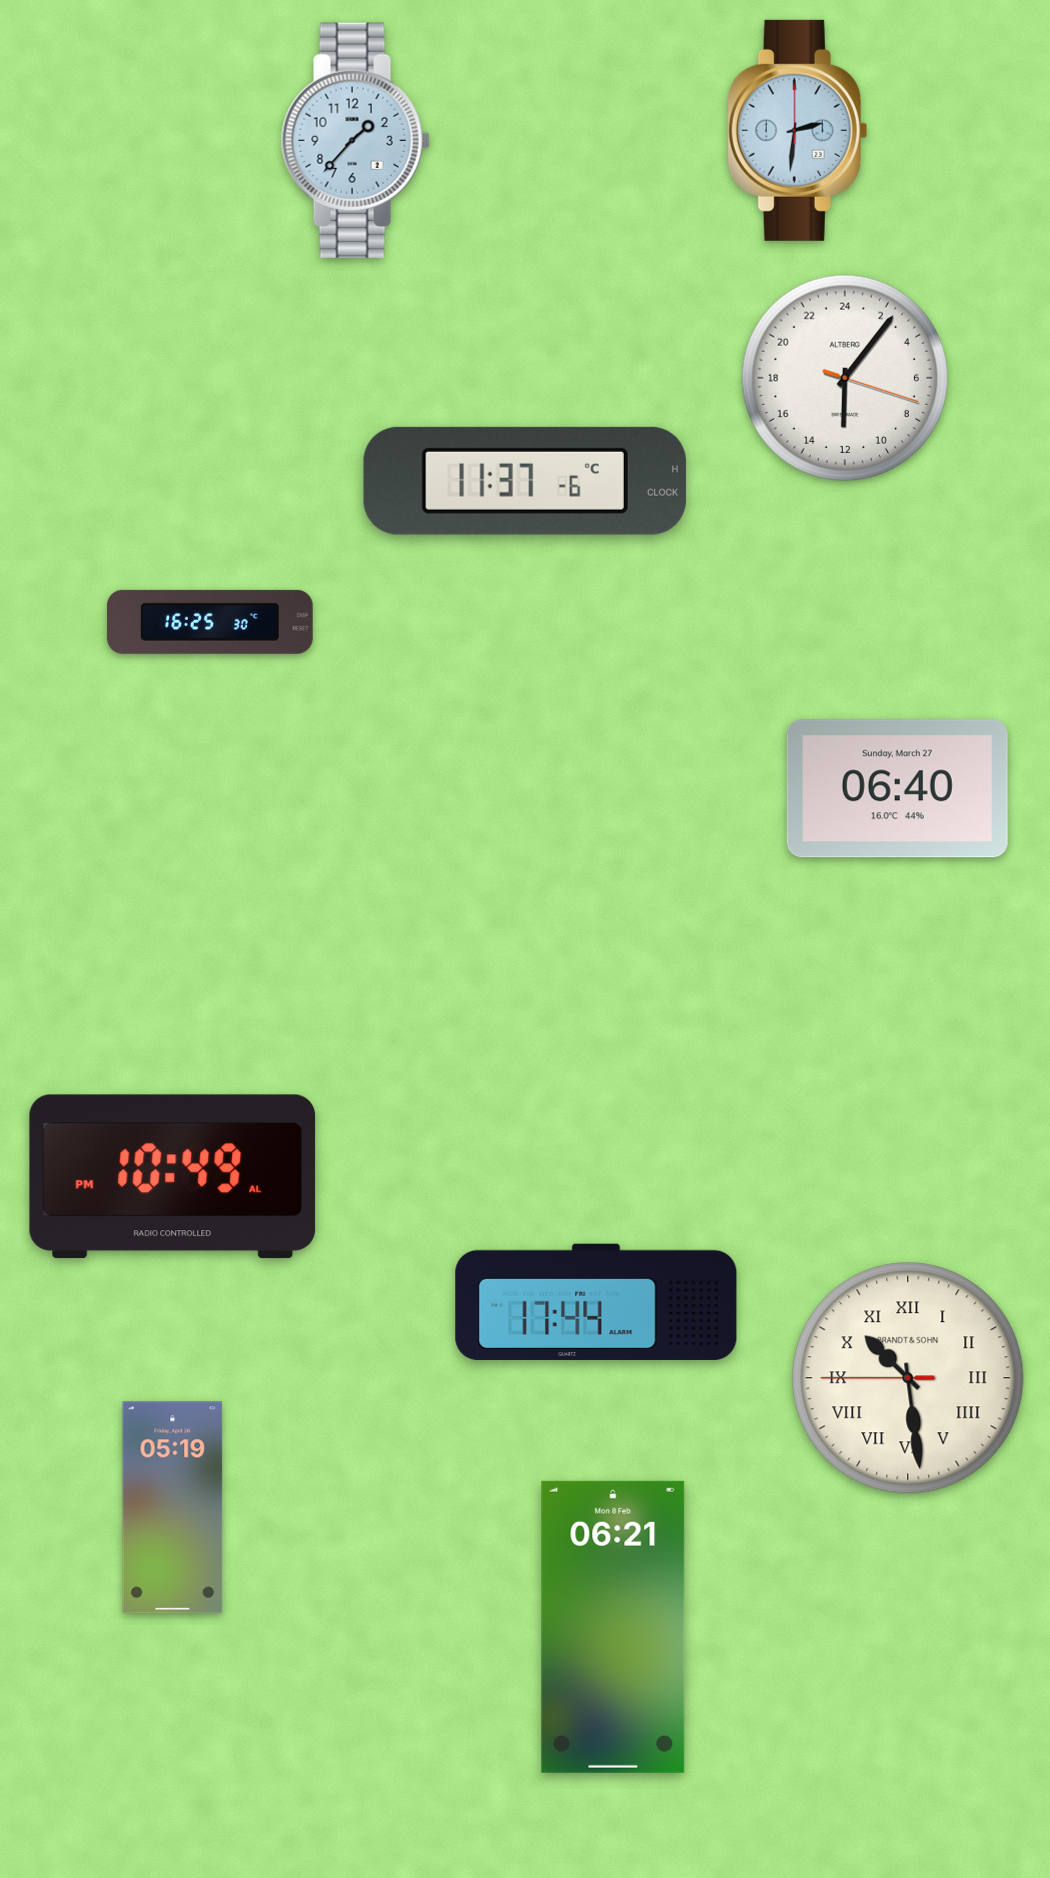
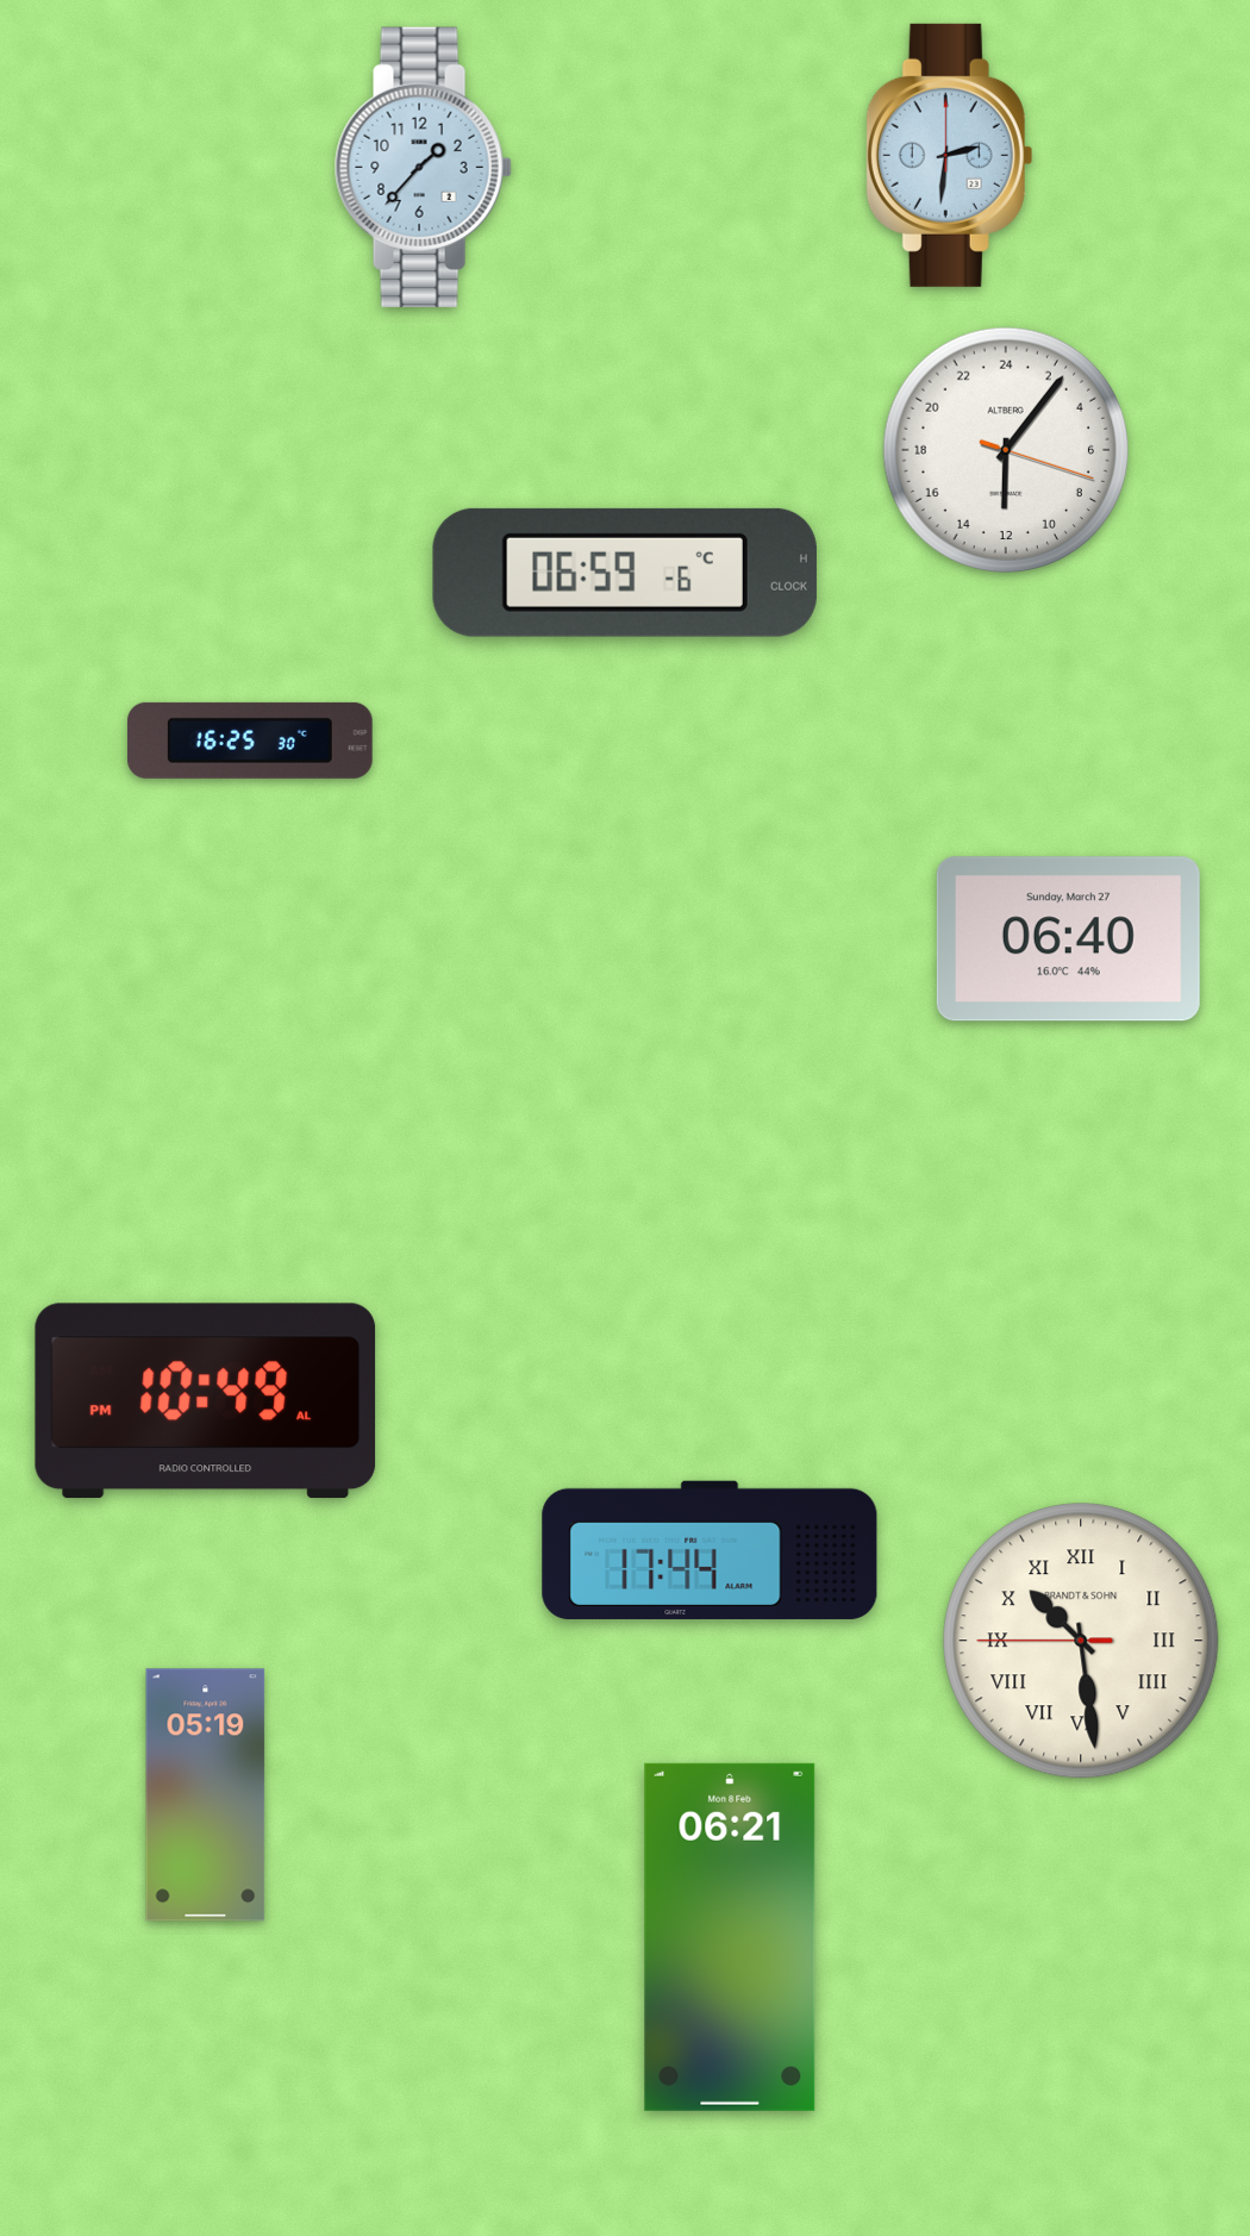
clock at (525, 481): 11:37 -> 06:59
